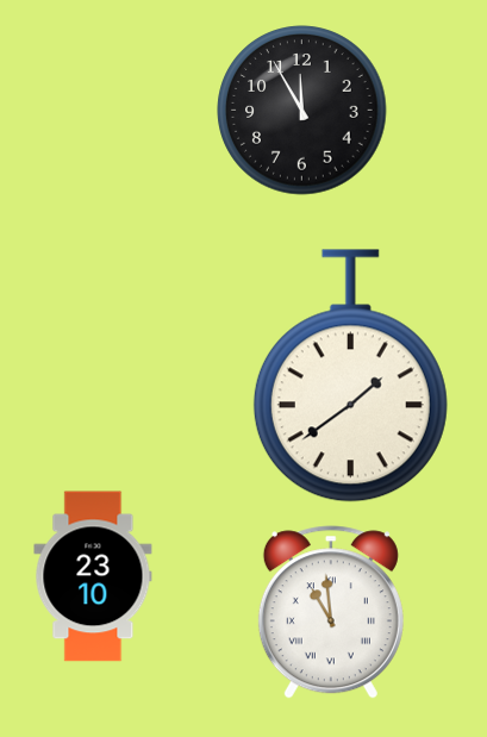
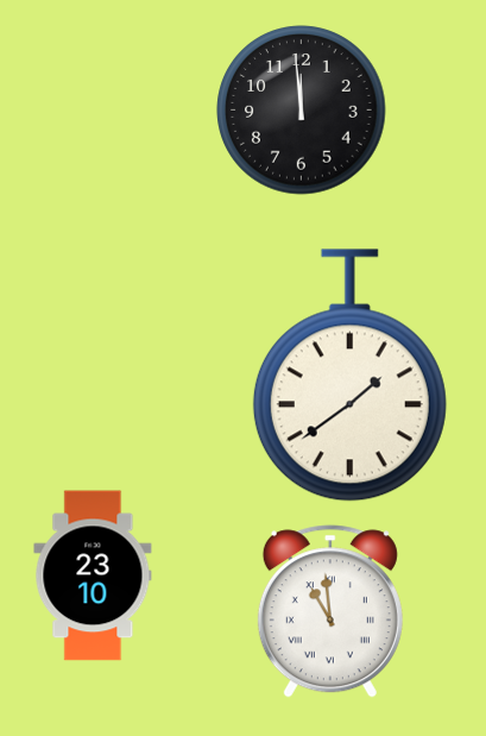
clock at (302, 111): 11:55 -> 11:59
